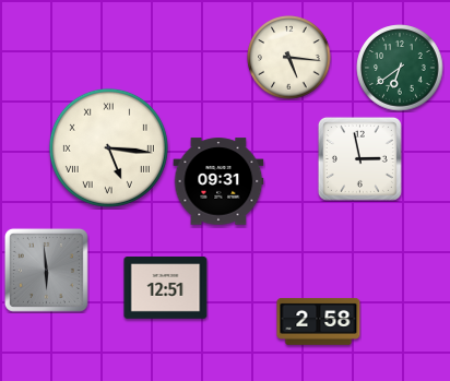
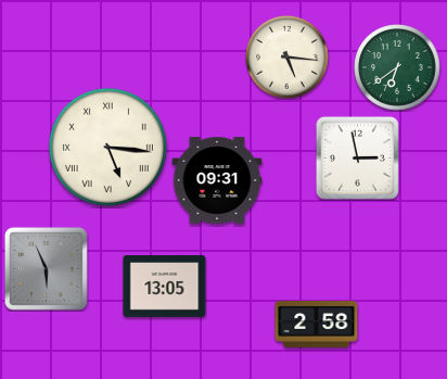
clock at (46, 270): 5:59 -> 5:56
clock at (166, 288): 12:51 -> 13:05
clock at (319, 321) position: (319, 321) -> (317, 324)
